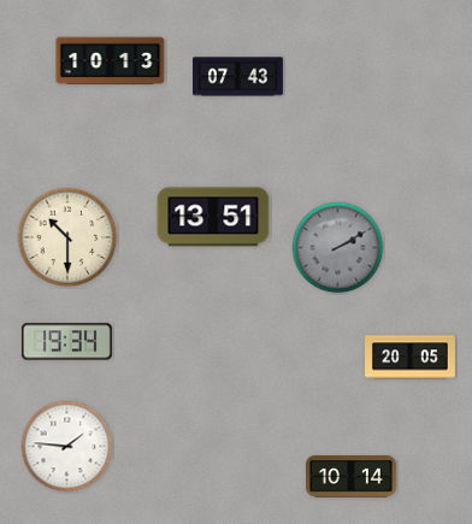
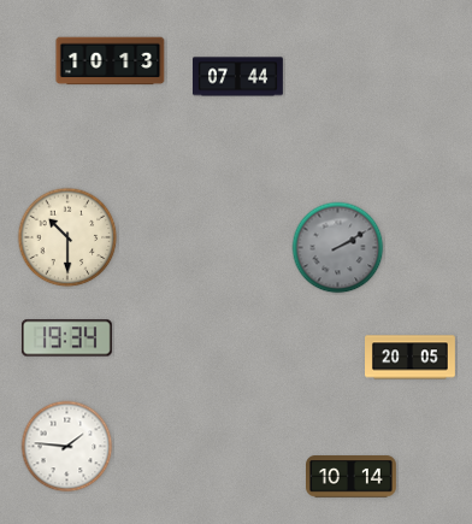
clock at (238, 77): 07:43 -> 07:44
clock at (213, 217): 13:51 -> none
clock at (66, 342) position: (66, 342) -> (66, 338)
